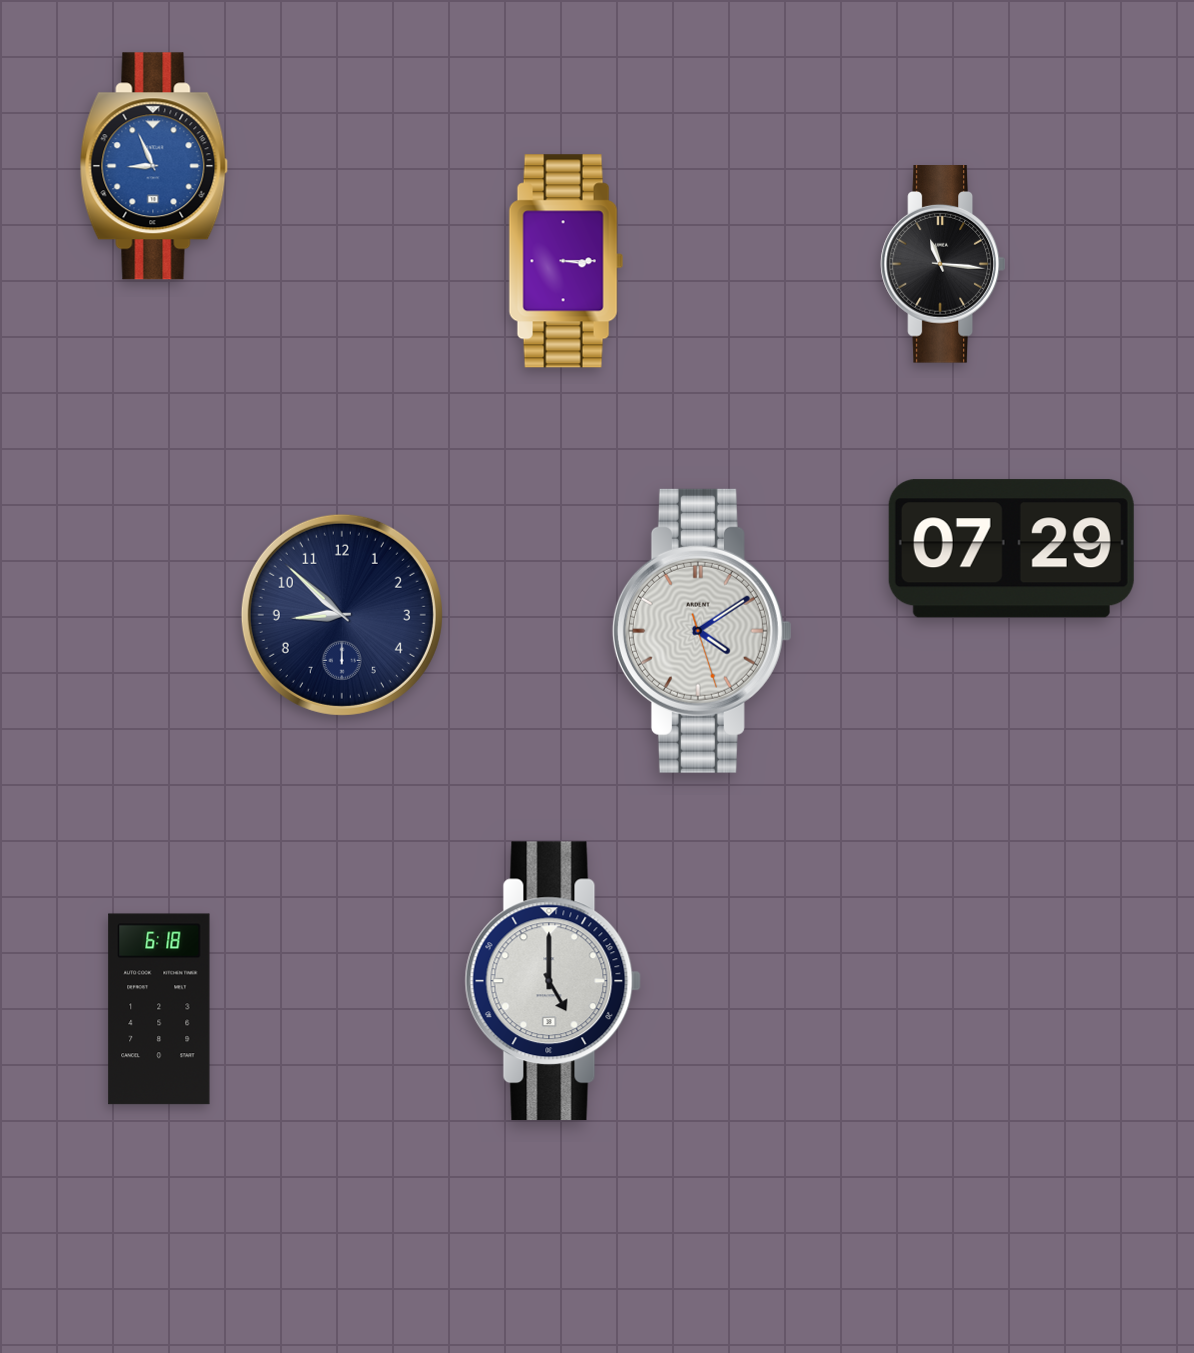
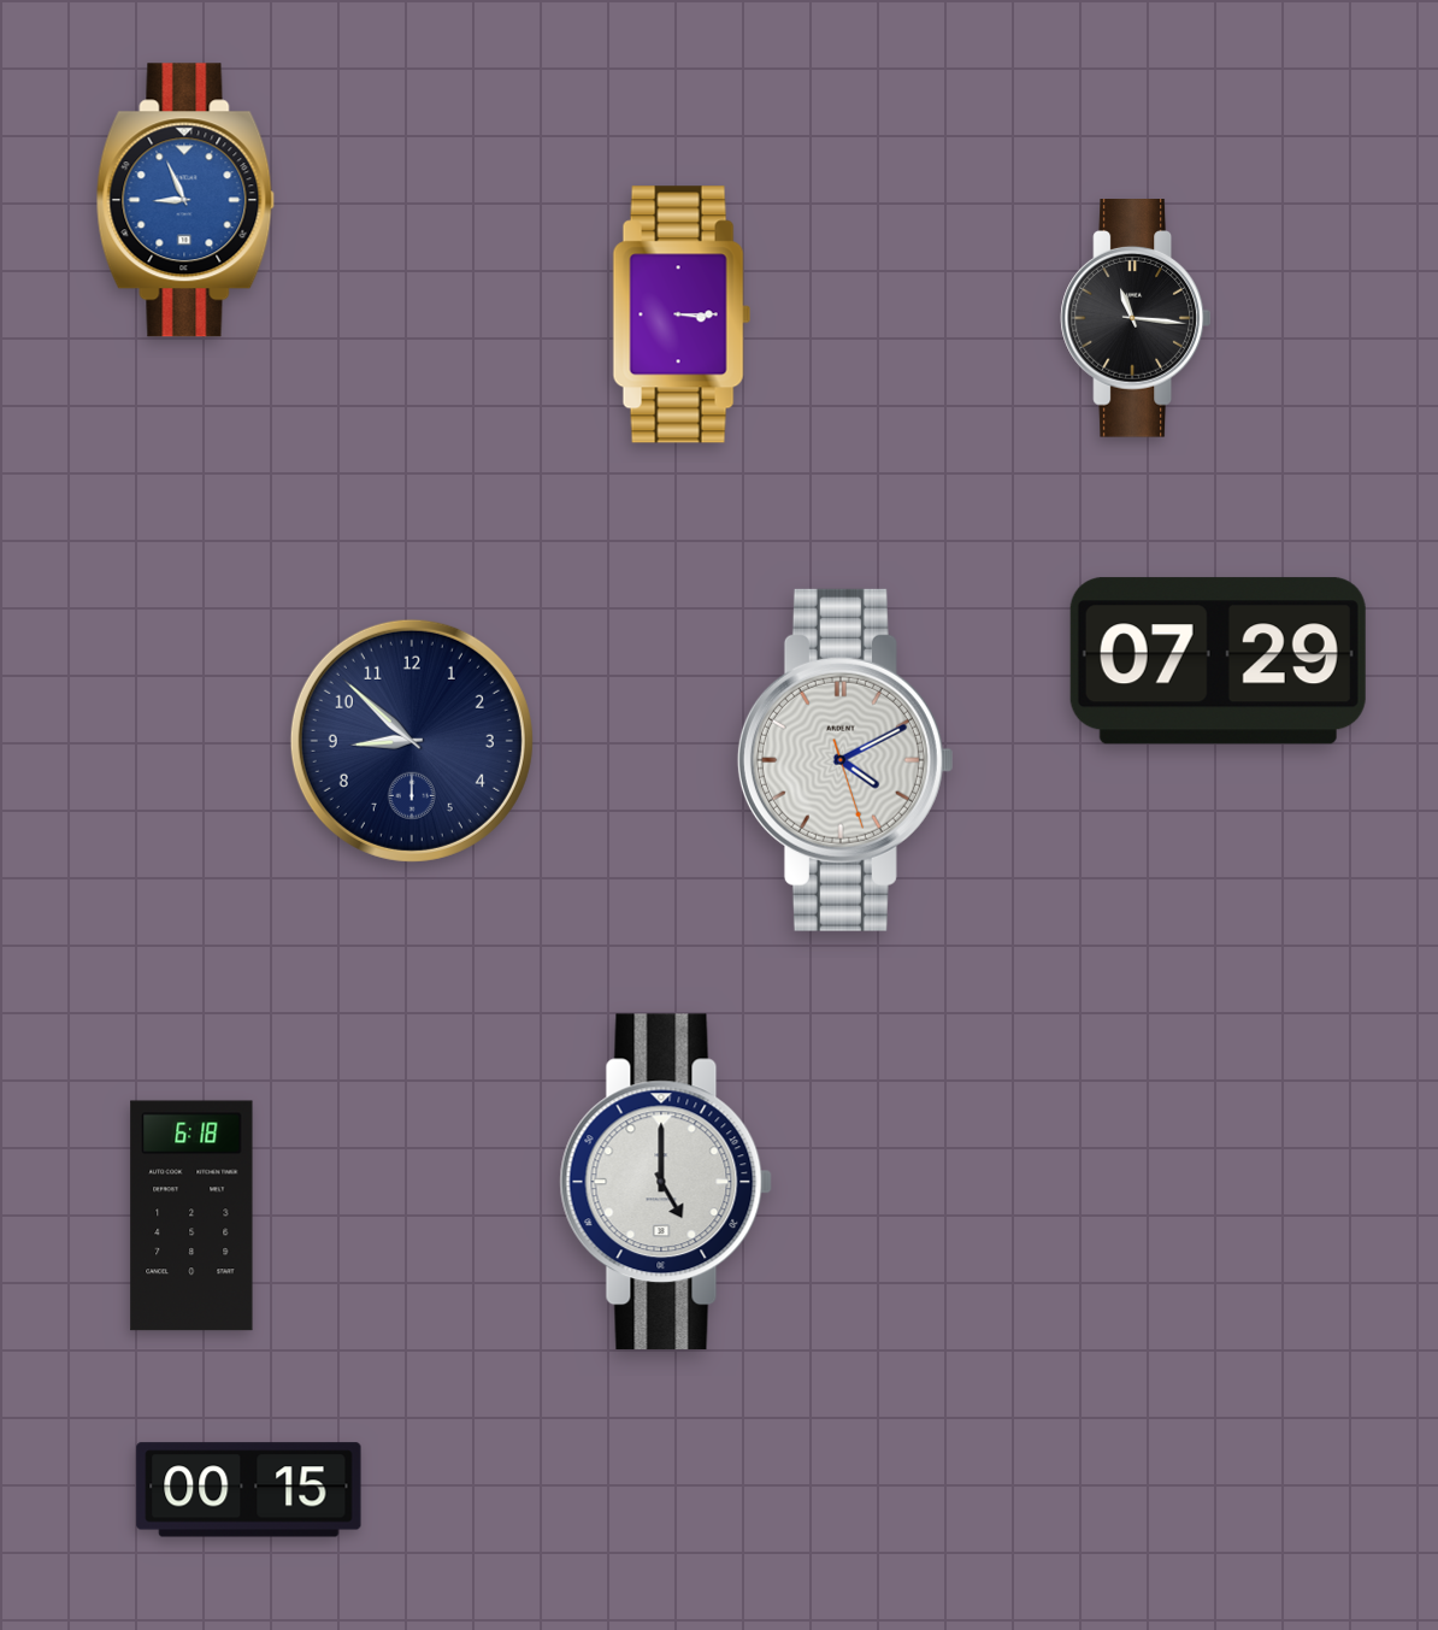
clock at (702, 631): 4:09 -> 4:10
clock at (249, 1490): none -> 00:15
